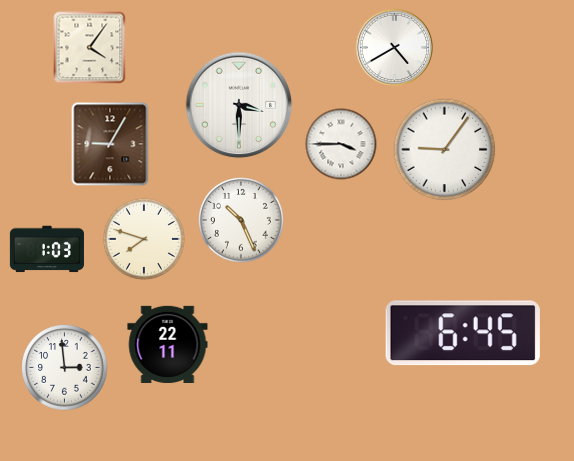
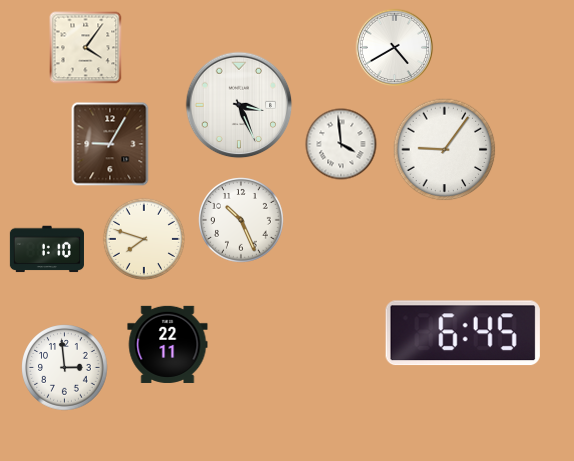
clock at (90, 48) position: (90, 48) -> (86, 48)
clock at (239, 105): 3:30 -> 3:26
clock at (341, 144): 3:45 -> 3:59
clock at (47, 249): 1:03 -> 1:10
